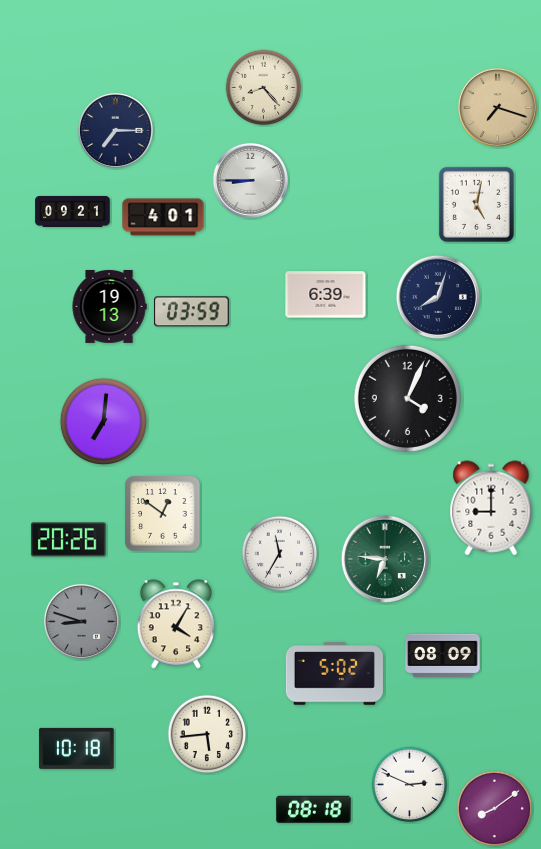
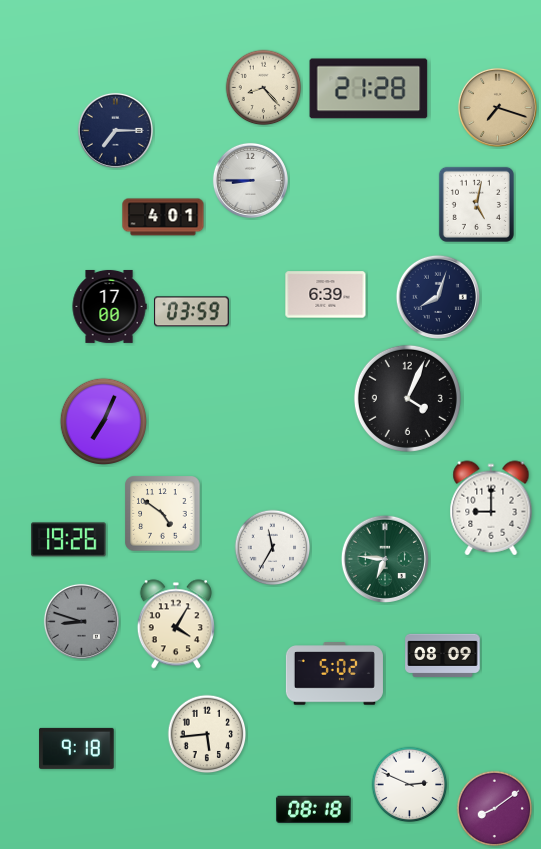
clock at (369, 89): none -> 21:28
clock at (73, 211): 09:21 -> none
clock at (109, 306): 19:13 -> 17:00
clock at (104, 422): 7:01 -> 7:04
clock at (163, 514): 12:51 -> 4:51
clock at (69, 540): 20:26 -> 19:26
clock at (280, 554) position: (280, 554) -> (273, 548)
clock at (77, 748): 10:18 -> 9:18
